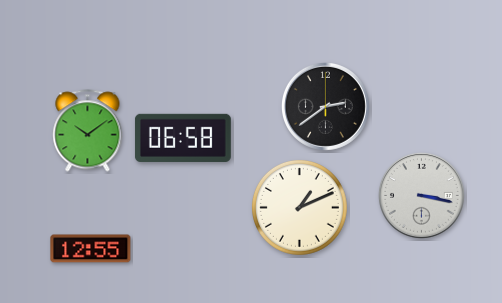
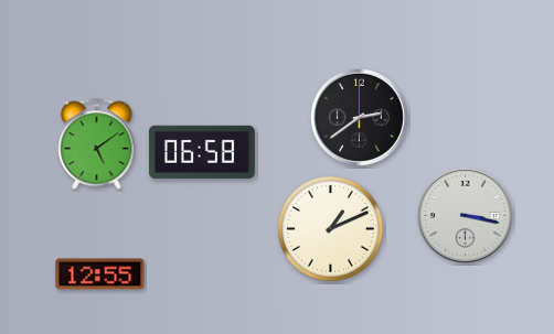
clock at (88, 131): 10:09 -> 5:09
